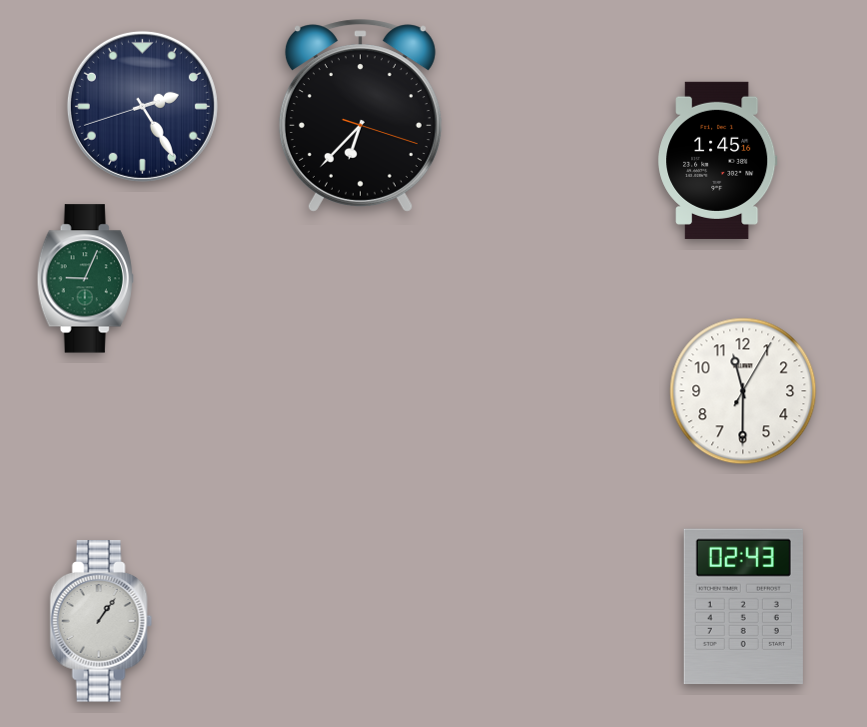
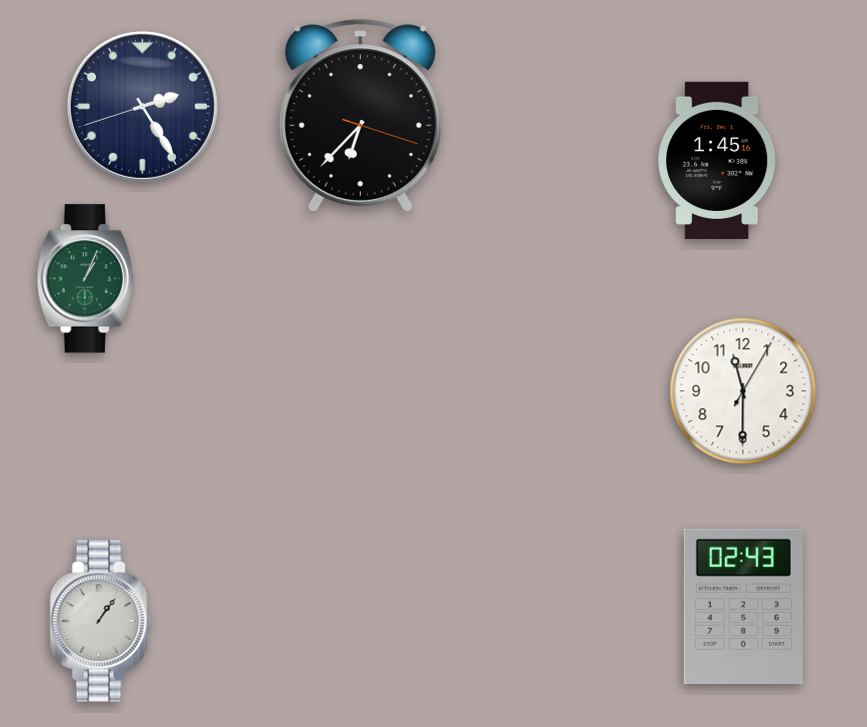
clock at (85, 279): 9:04 -> 1:04
